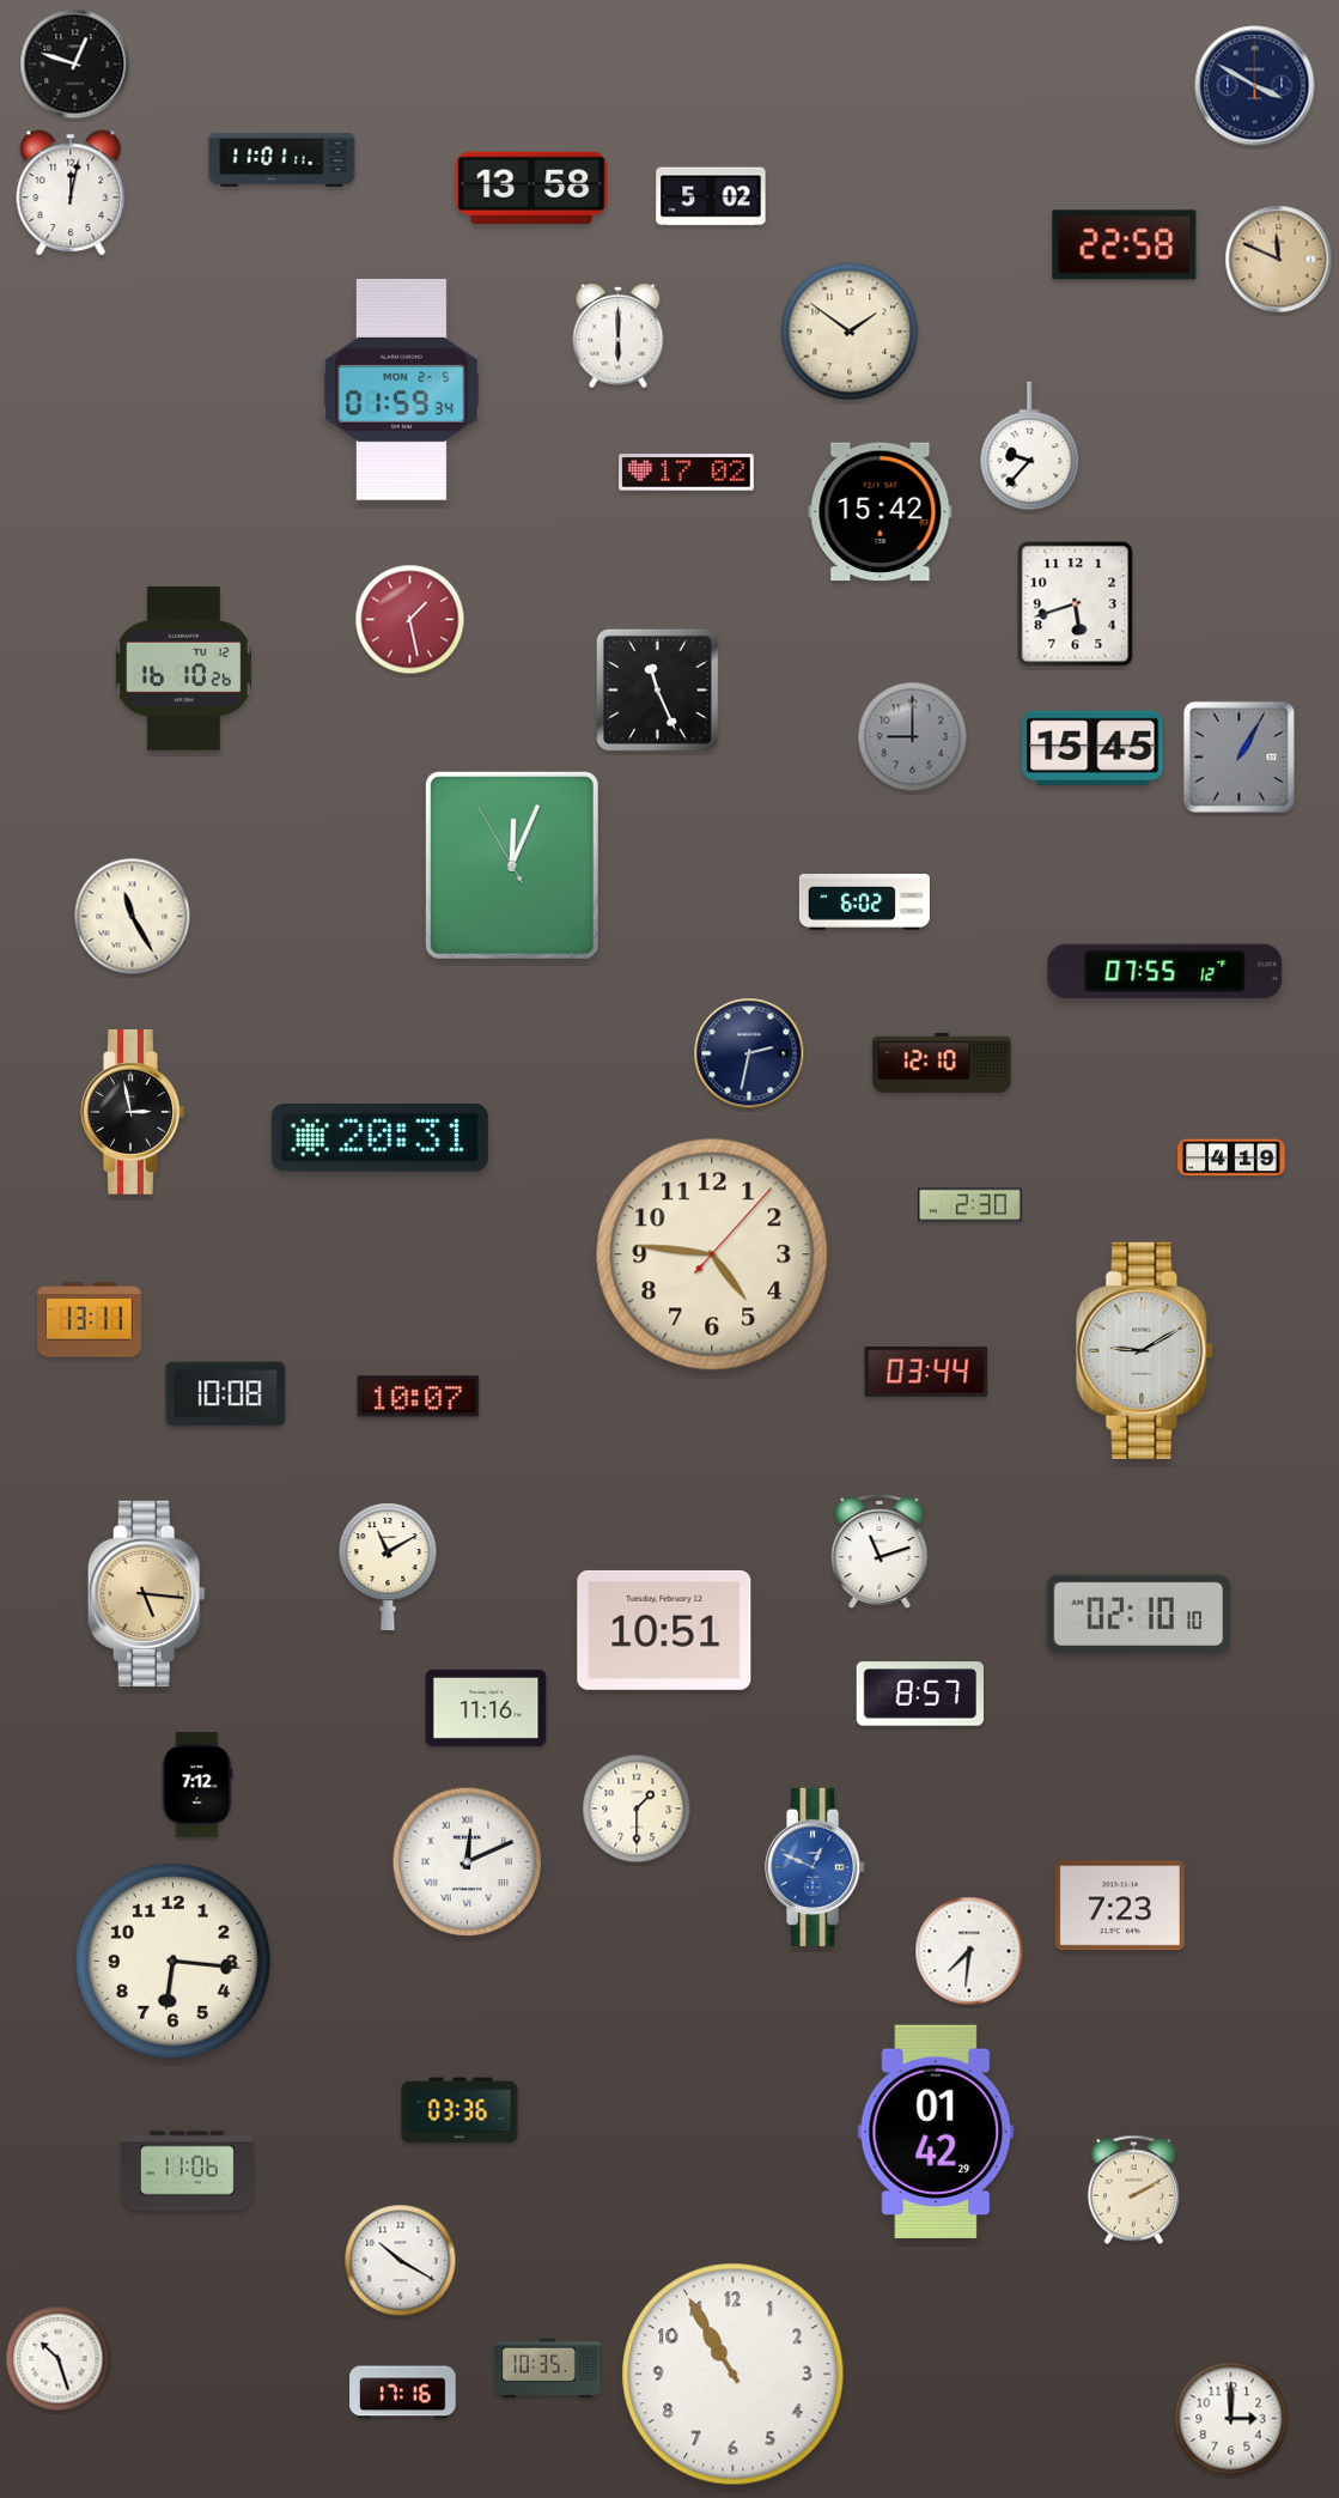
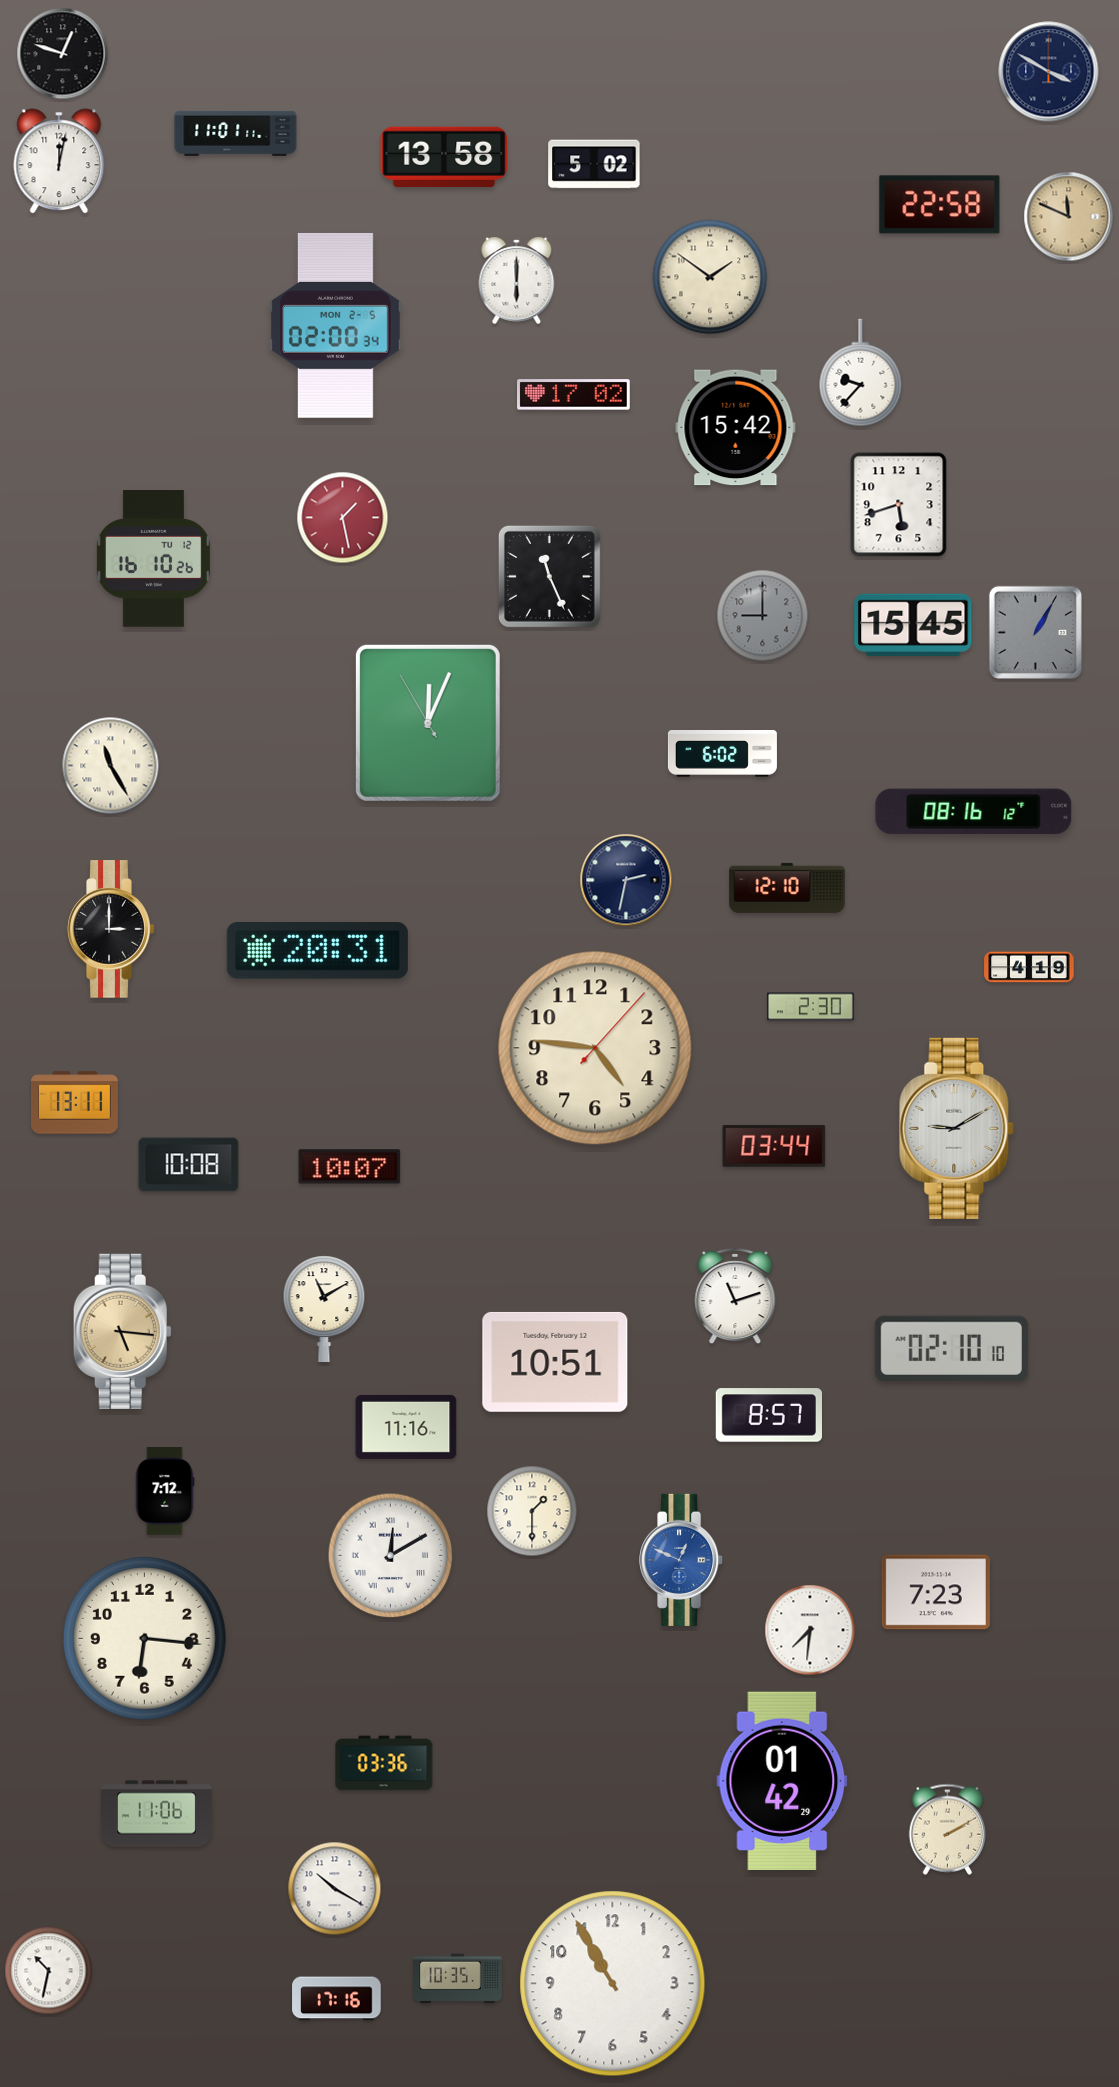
clock at (402, 389): 01:59 -> 02:00
clock at (1165, 972): 07:55 -> 08:16
clock at (133, 1112): 2:58 -> 3:00
clock at (468, 1862): 12:11 -> 12:10
clock at (59, 2359): 10:27 -> 10:32
clock at (1231, 2419): 3:00 -> none
